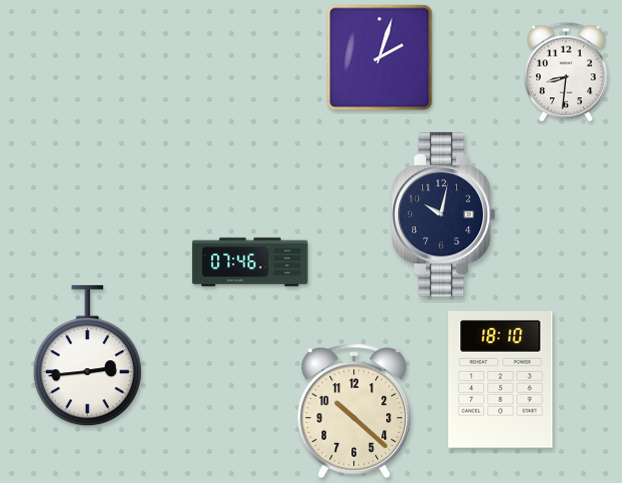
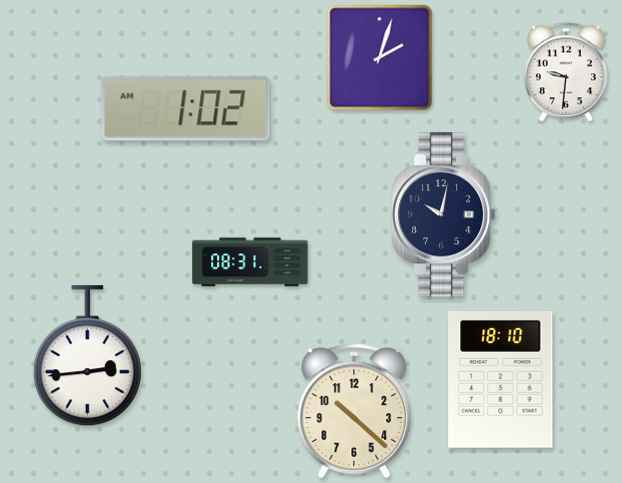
clock at (566, 72): 8:31 -> 9:31
clock at (186, 109): none -> 1:02
clock at (250, 262): 07:46 -> 08:31
